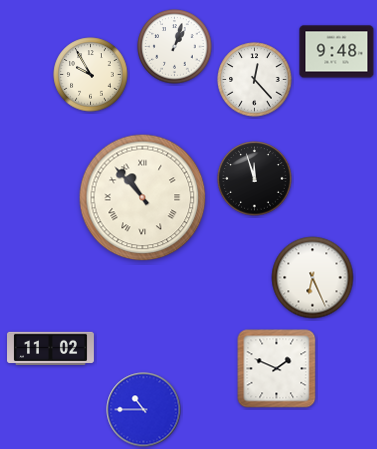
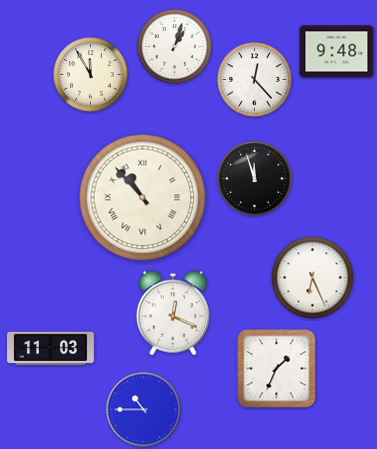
clock at (91, 75): 9:55 -> 11:55
clock at (173, 313): none -> 12:19
clock at (51, 349): 11:02 -> 11:03
clock at (277, 369): 1:49 -> 1:34
